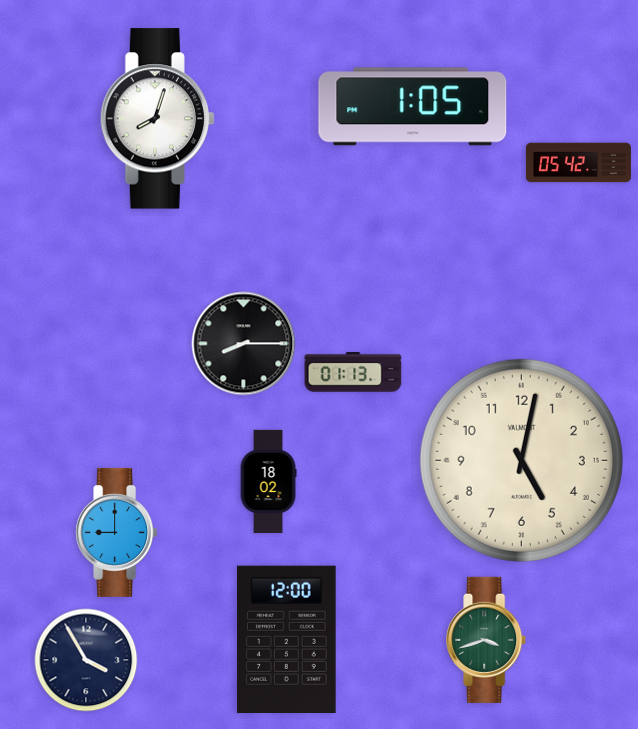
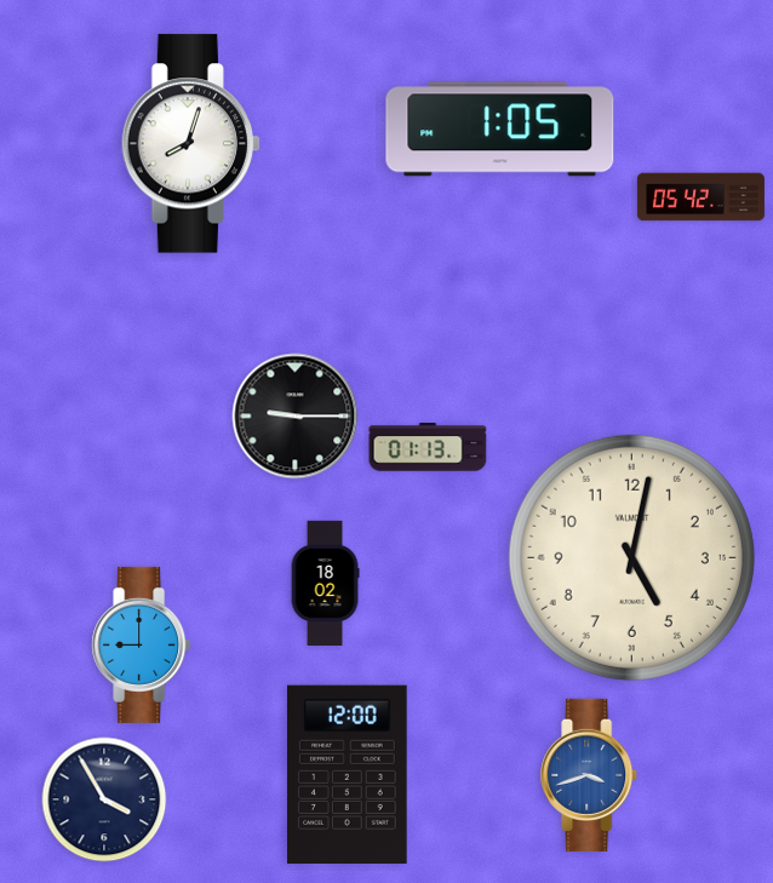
clock at (244, 344): 8:15 -> 9:15
clock at (353, 372) position: (353, 372) -> (428, 447)
clock at (487, 640) dial: green -> blue
